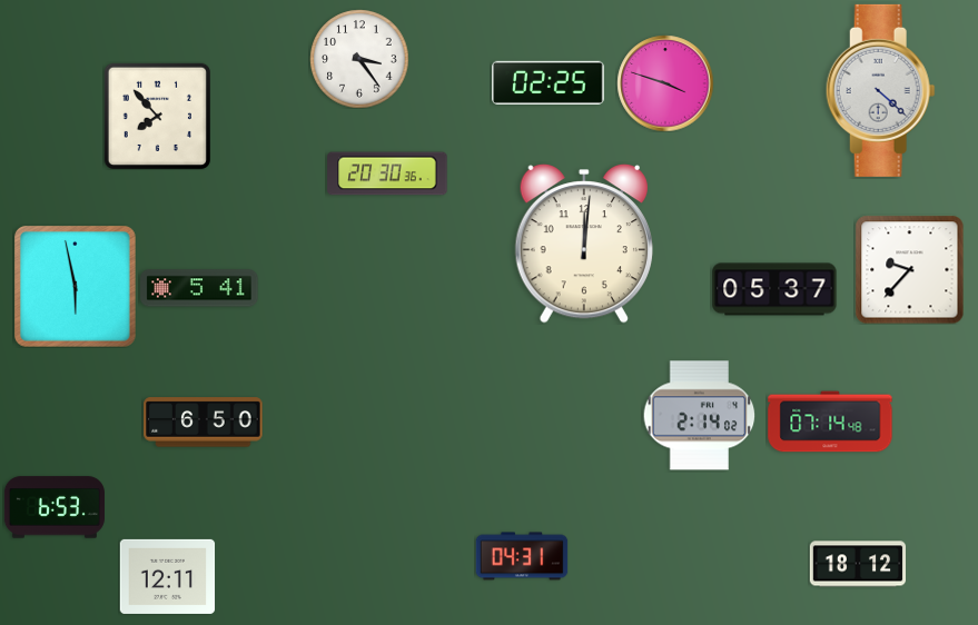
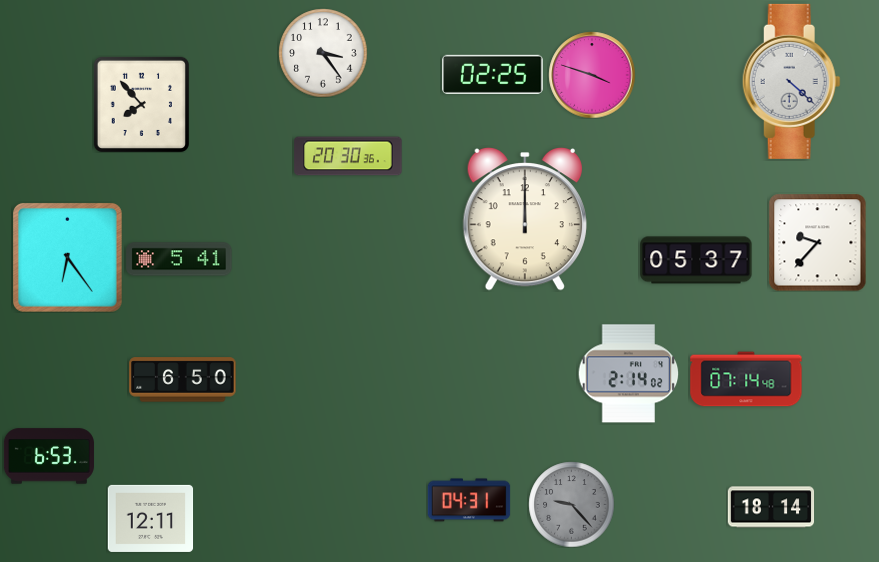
clock at (665, 83) position: (665, 83) -> (592, 75)
clock at (584, 245): 12:01 -> 12:00
clock at (76, 287): 5:58 -> 6:24
clock at (571, 504): none -> 9:23
clock at (858, 564): 18:12 -> 18:14
